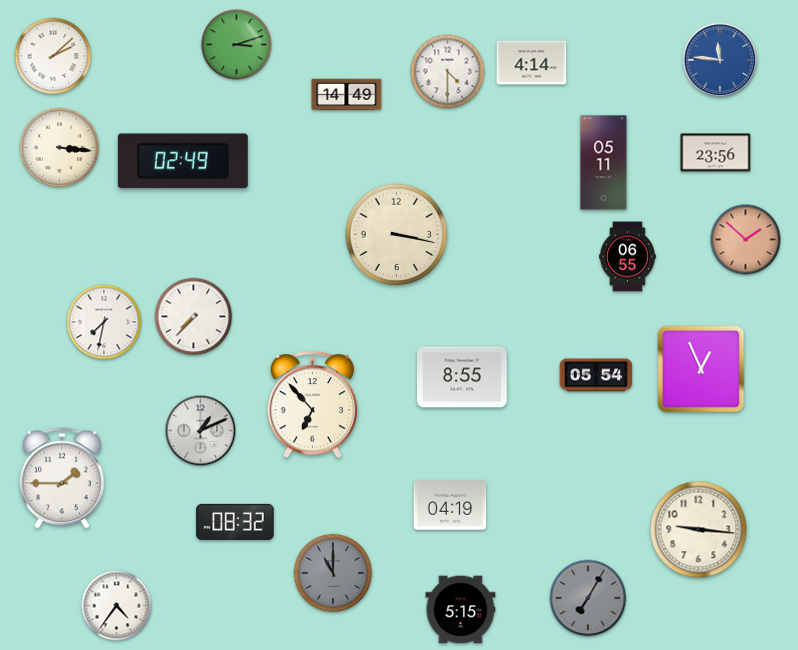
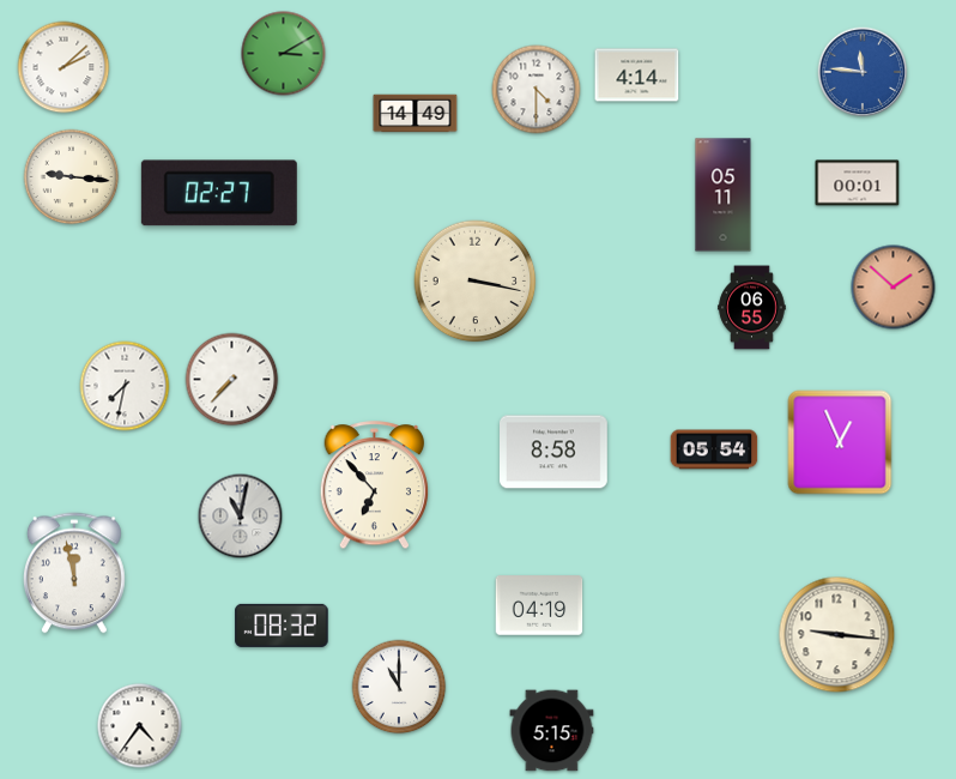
clock at (237, 45): 3:12 -> 3:10
clock at (448, 72) position: (448, 72) -> (537, 90)
clock at (60, 148): 3:16 -> 9:16
clock at (716, 153): 23:56 -> 00:01
clock at (183, 161): 02:49 -> 02:27
clock at (463, 377): 8:55 -> 8:58
clock at (201, 431): 1:11 -> 11:02
clock at (62, 478): 1:45 -> 11:58
clock at (333, 573) dial: grey -> white
clock at (588, 598): 7:05 -> none
